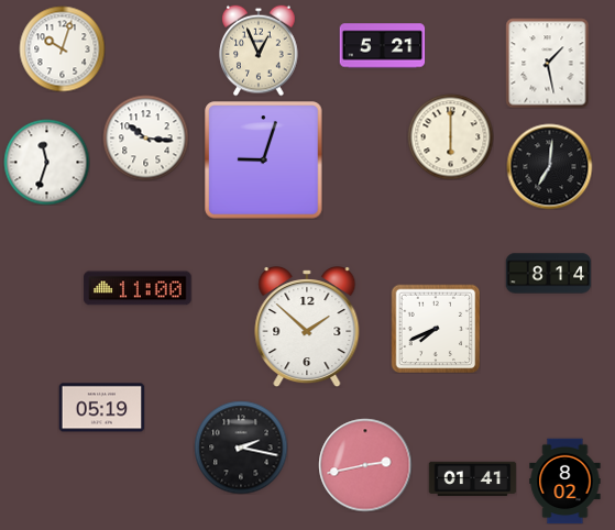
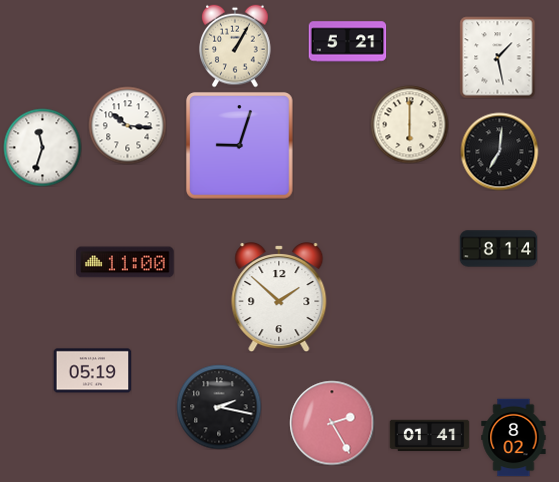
clock at (62, 48): 10:03 -> none
clock at (259, 51): 12:56 -> 1:05
clock at (145, 137) position: (145, 137) -> (127, 125)
clock at (436, 329): 7:41 -> none
clock at (365, 465): 2:43 -> 2:25
